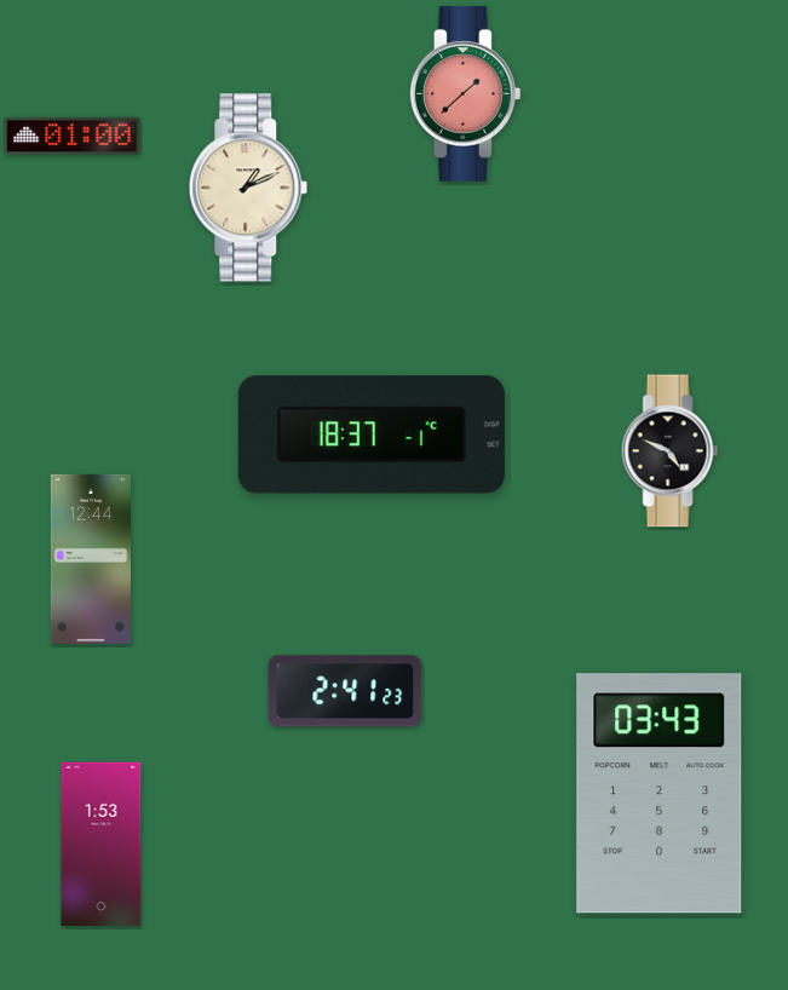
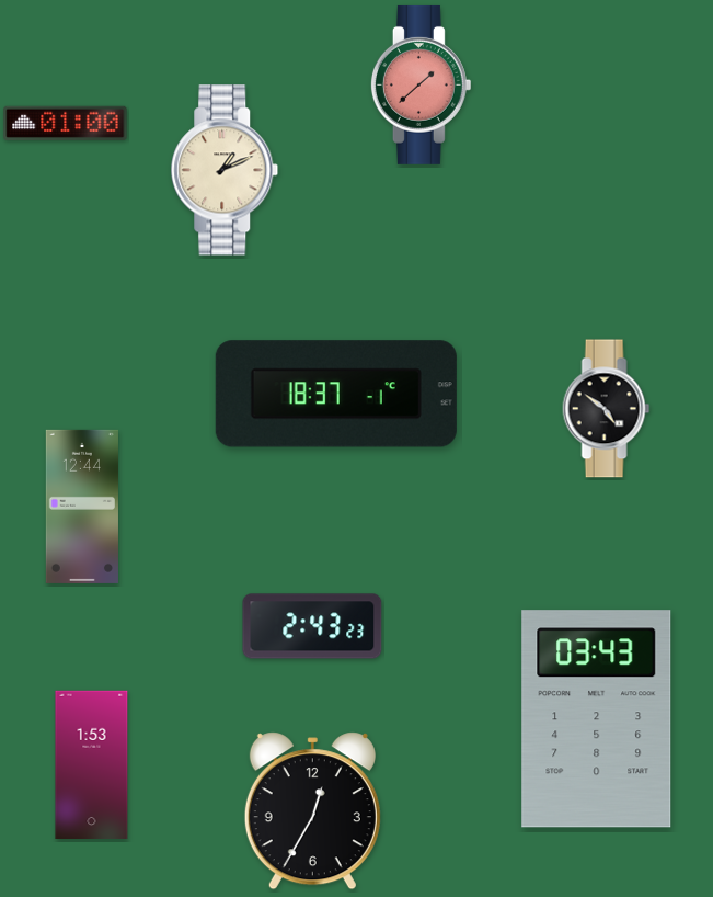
clock at (671, 451): 4:49 -> 4:51
clock at (345, 691): 2:41 -> 2:43
clock at (312, 811): none -> 12:35
